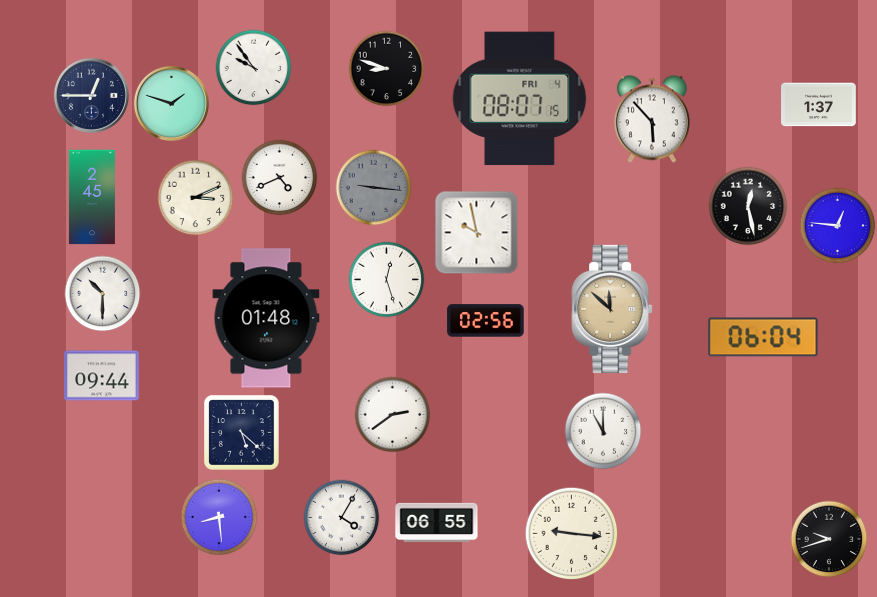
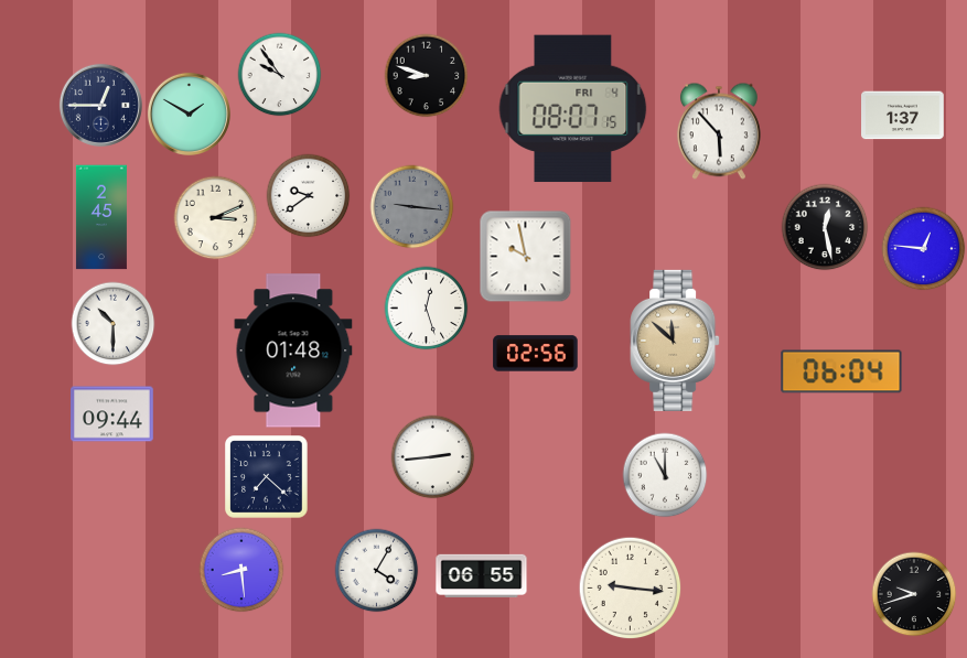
clock at (171, 103): 1:48 -> 1:50
clock at (280, 178): 4:41 -> 9:39
clock at (393, 415): 2:39 -> 2:44
clock at (242, 433): 5:22 -> 7:22
